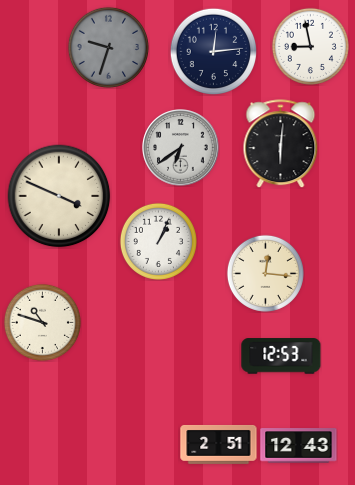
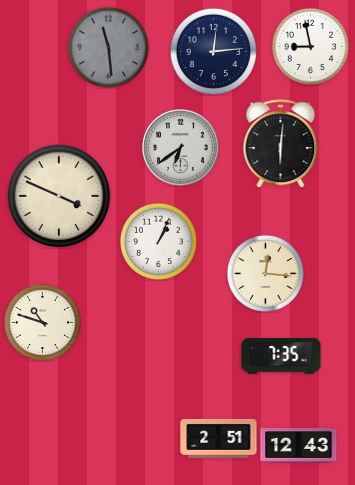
clock at (108, 47): 9:33 -> 11:29
clock at (281, 356): 12:53 -> 7:35
clock at (219, 444) position: (219, 444) -> (219, 438)
